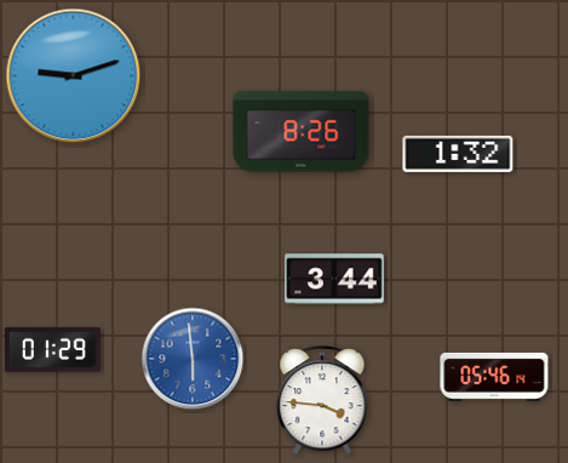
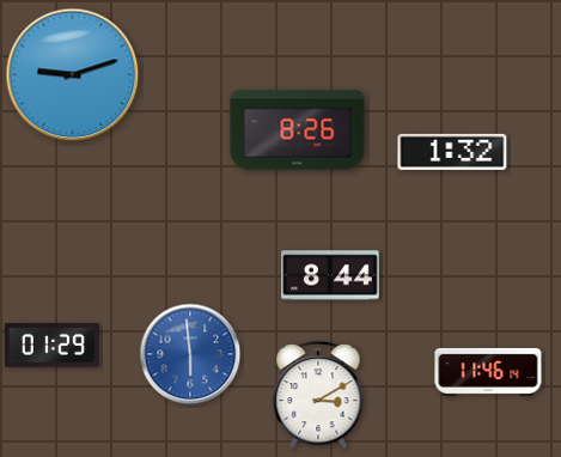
clock at (334, 279): 3:44 -> 8:44
clock at (494, 377): 05:46 -> 11:46
clock at (322, 401): 3:46 -> 3:10
